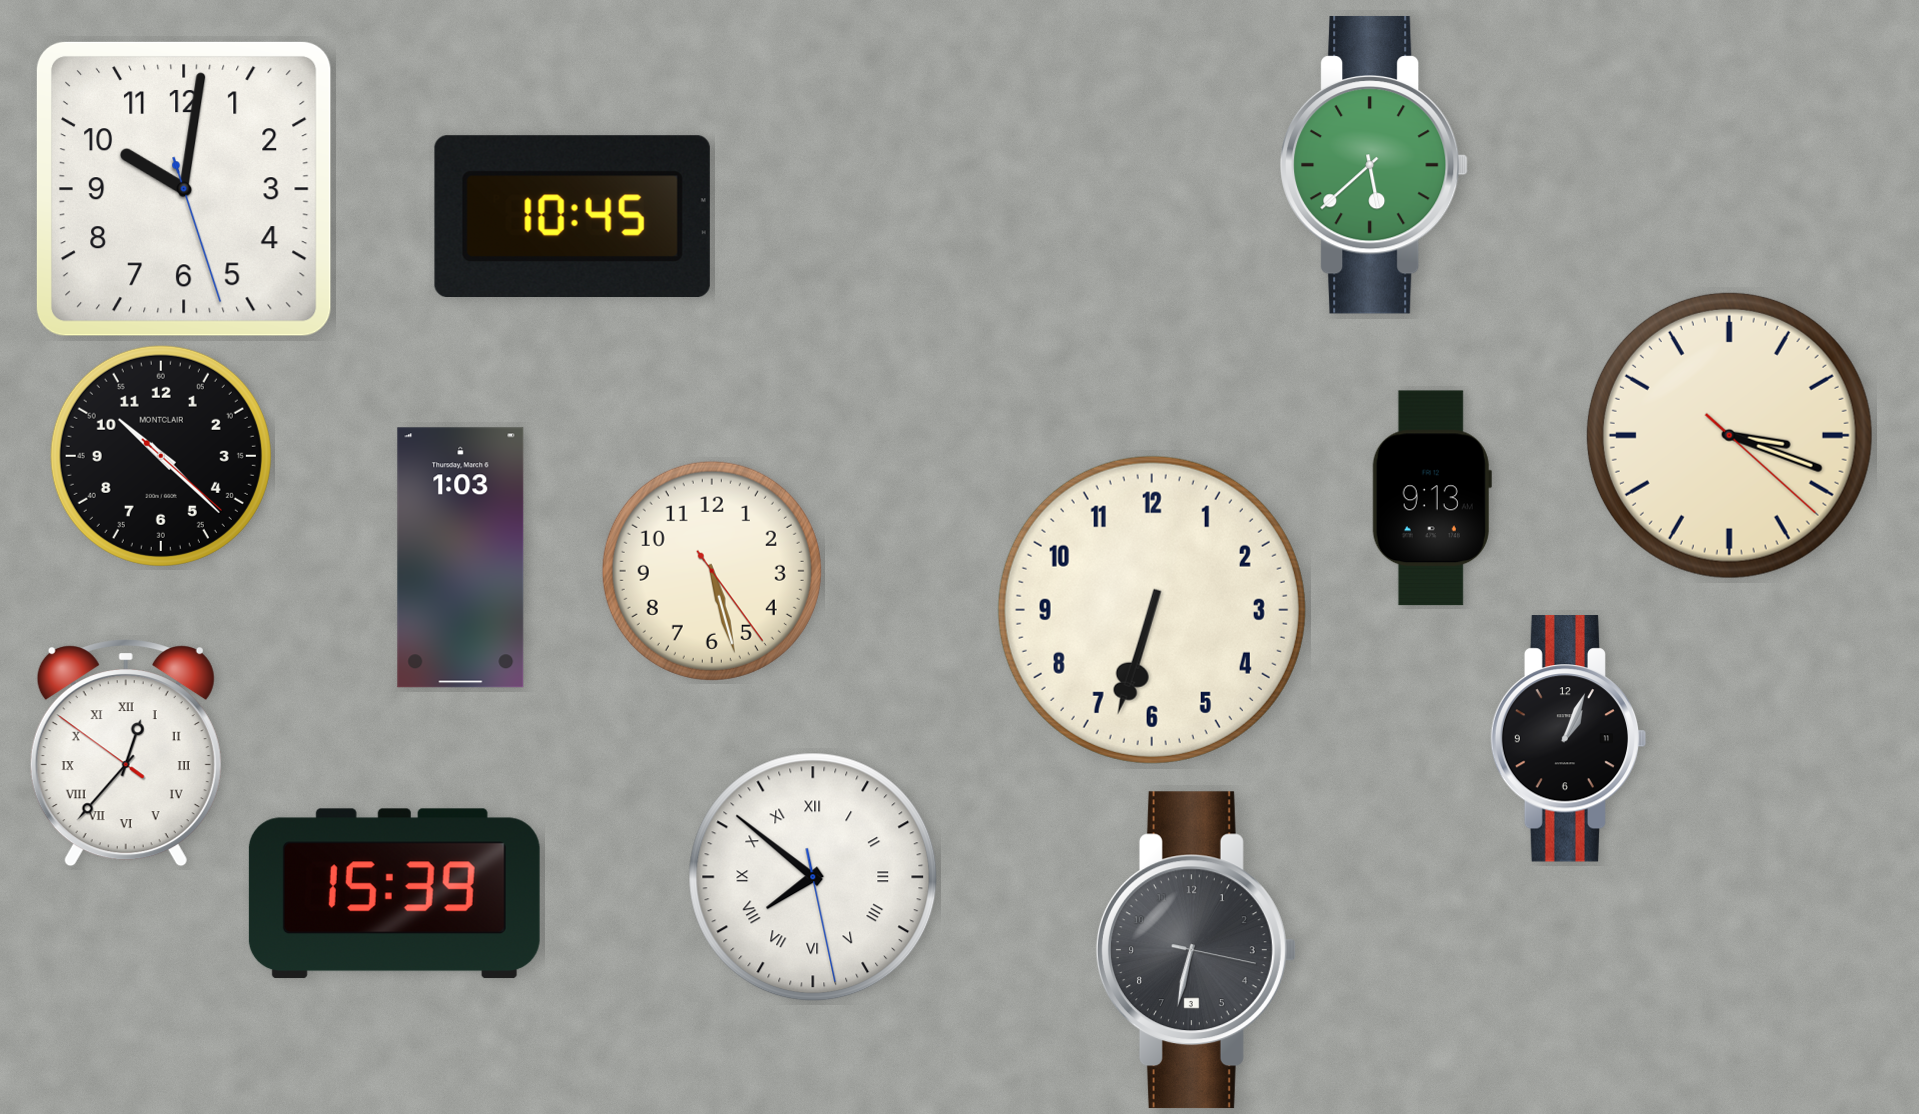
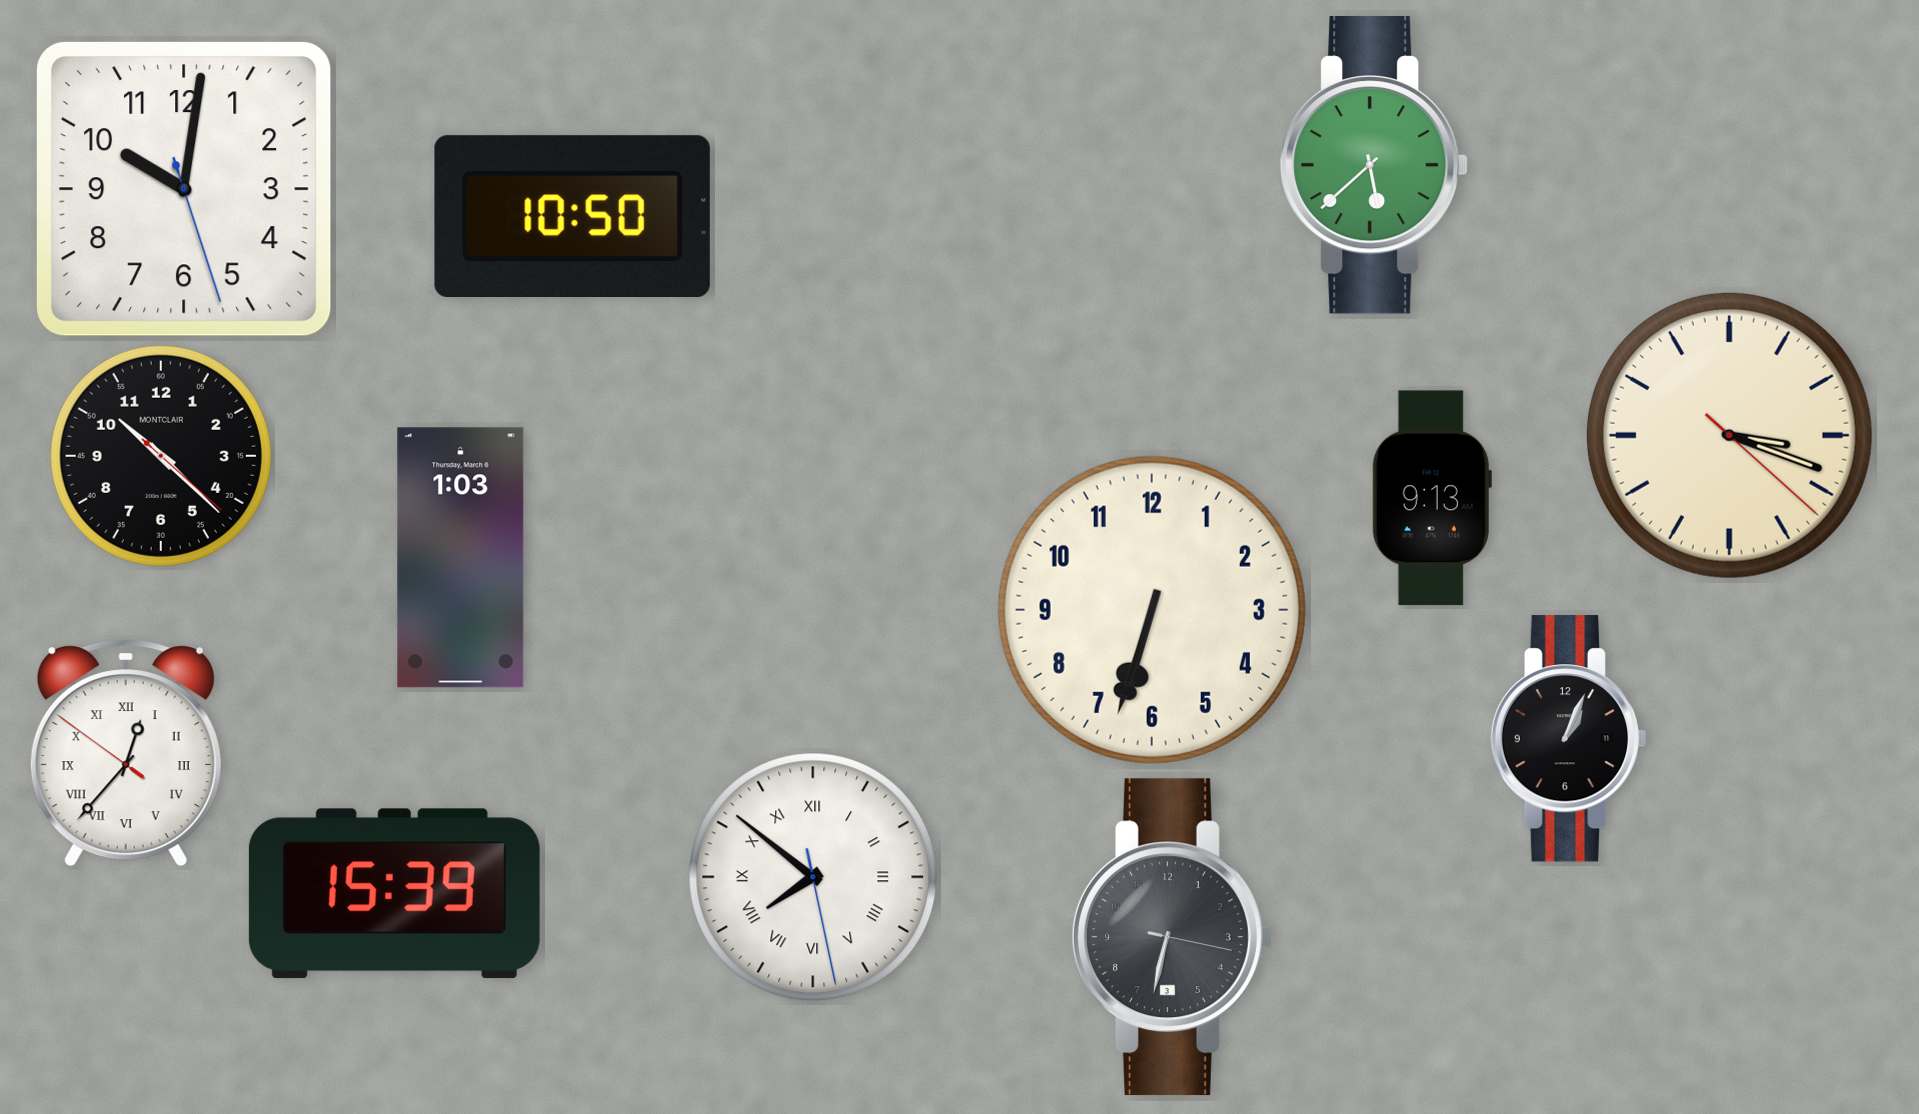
clock at (572, 216): 10:45 -> 10:50
clock at (712, 571): 5:27 -> none
clock at (1196, 950) position: (1196, 950) -> (1172, 937)
